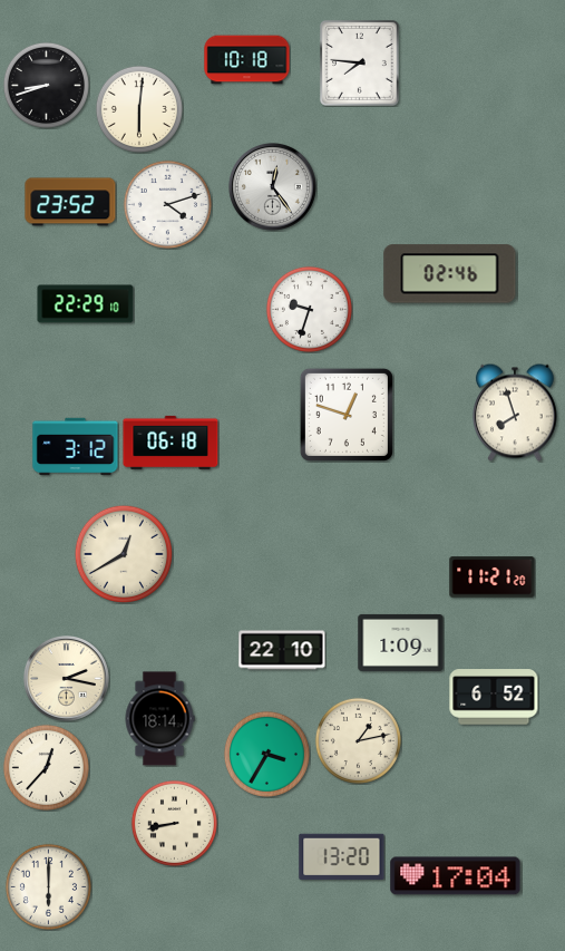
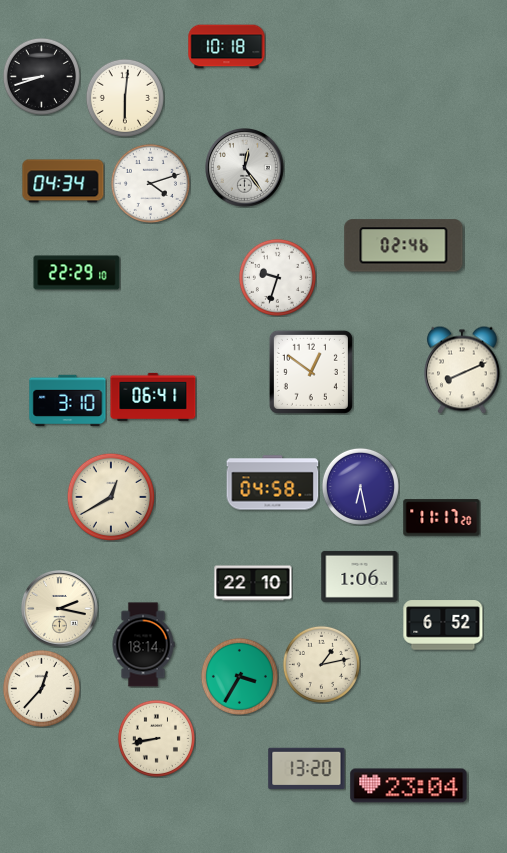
clock at (247, 60) position: (247, 60) -> (227, 47)
clock at (359, 62): 7:46 -> none
clock at (70, 202): 23:52 -> 04:34
clock at (516, 413): 7:57 -> 8:11
clock at (347, 415): 12:48 -> 12:51
clock at (171, 443): 06:18 -> 06:41
clock at (76, 447): 3:12 -> 3:10
clock at (273, 483): none -> 04:58
clock at (360, 486): none -> 6:28
clock at (493, 578): 11:21 -> 11:17
clock at (401, 642): 1:09 -> 1:06
clock at (456, 876): 17:04 -> 23:04
clock at (48, 886): 6:00 -> none
